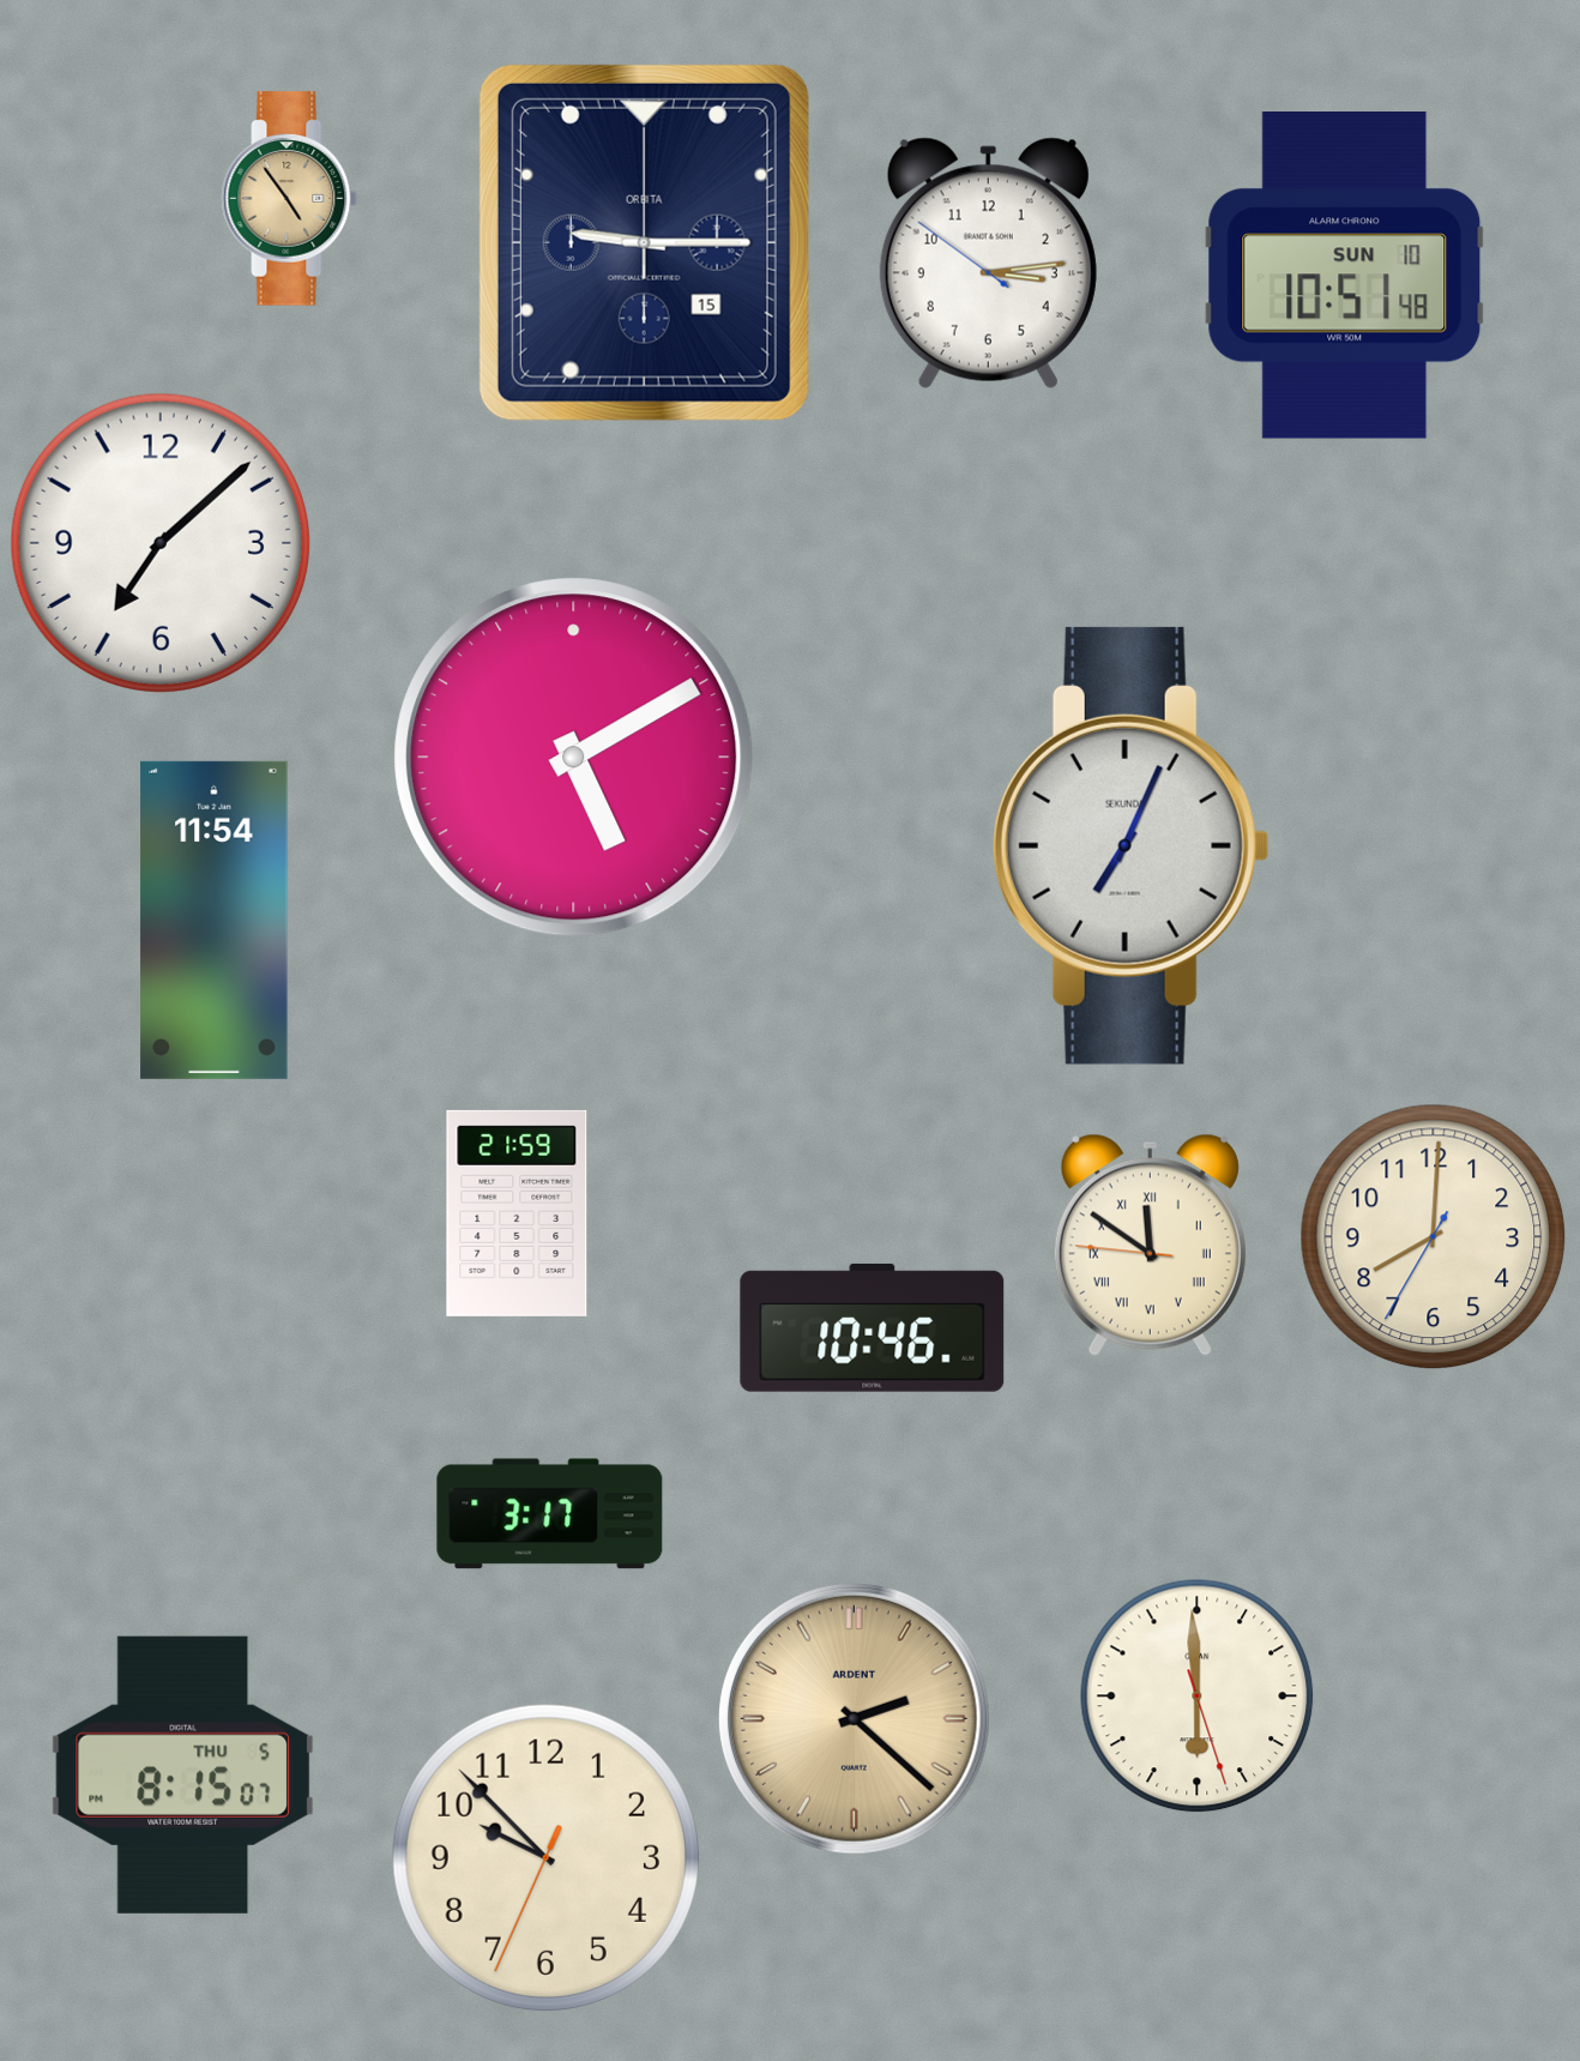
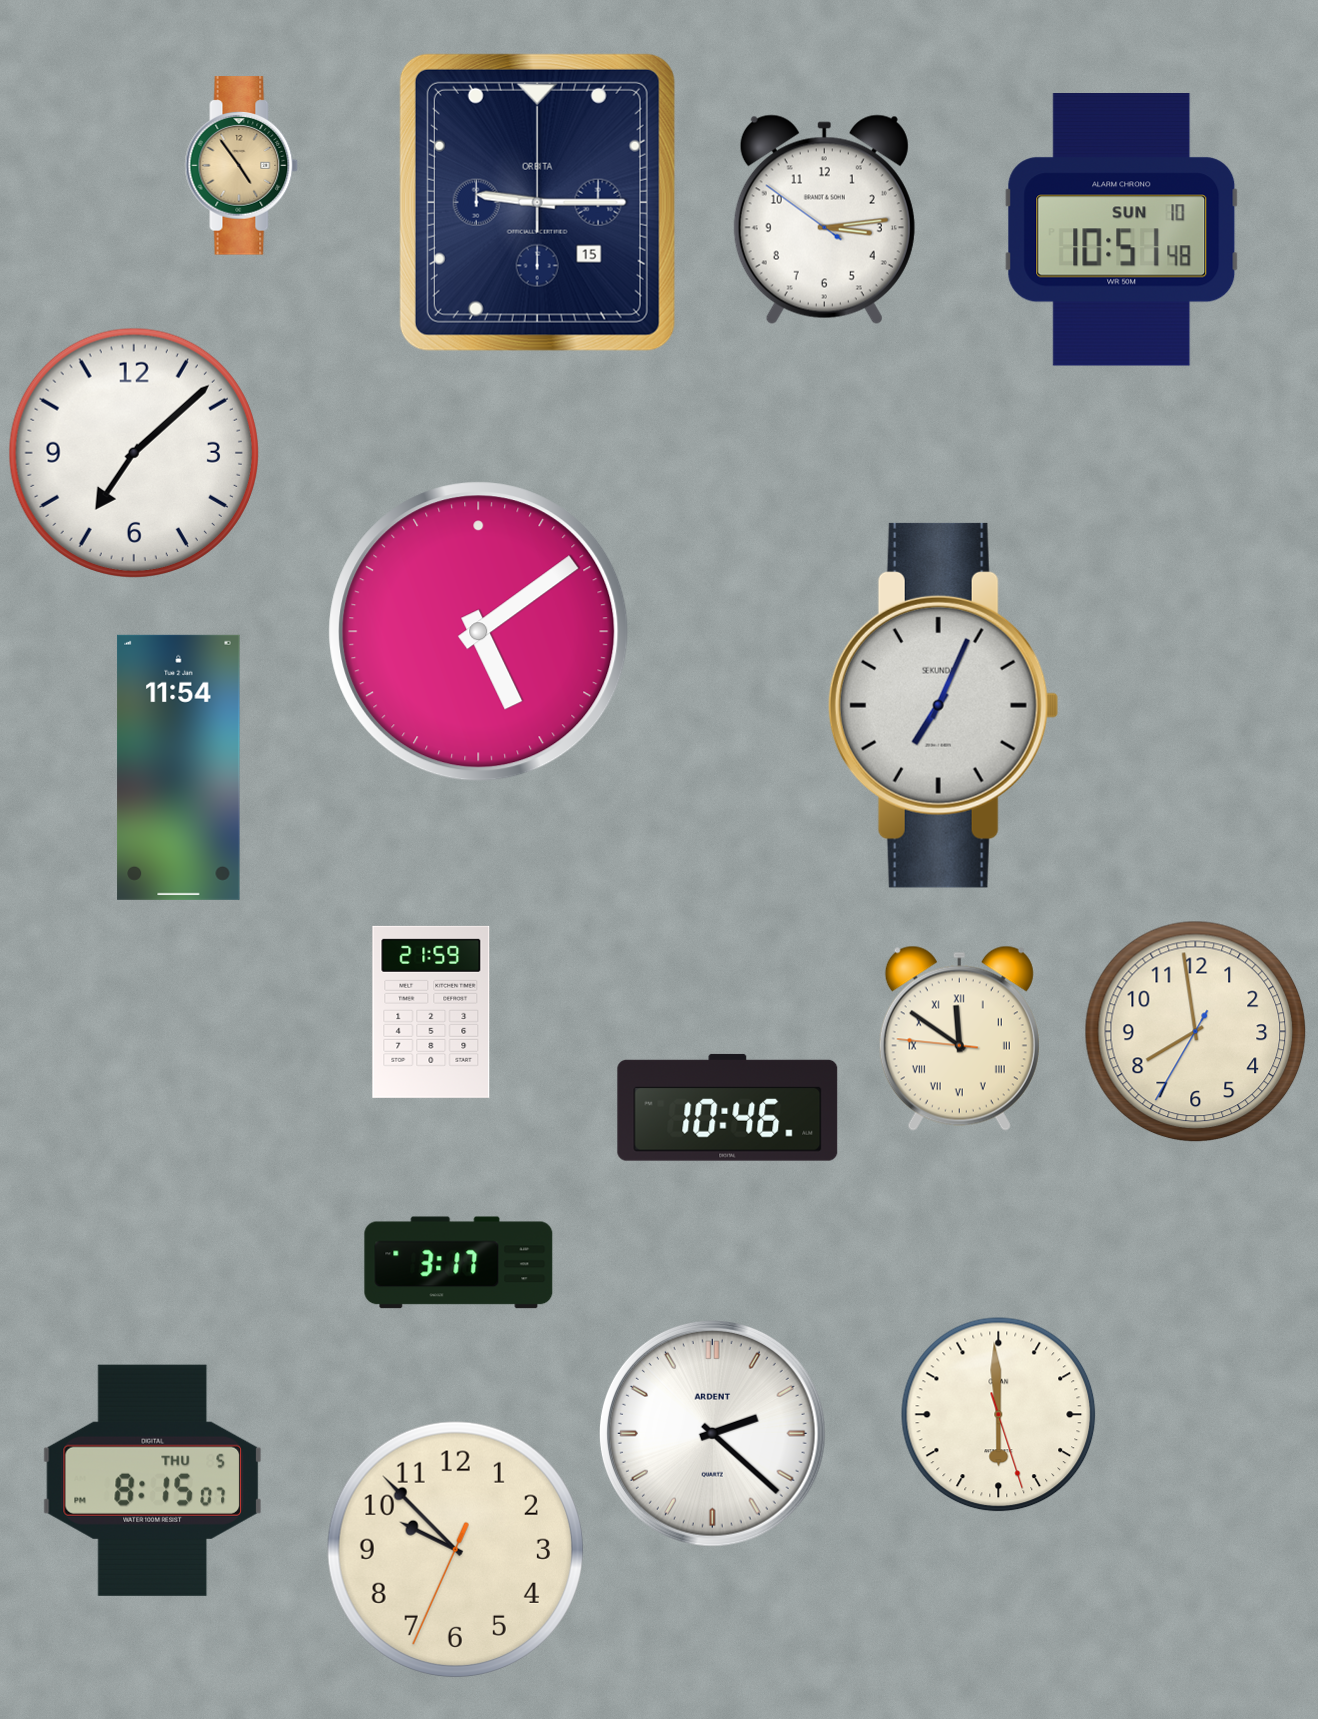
clock at (574, 758): 5:10 -> 5:09
clock at (1434, 1237): 8:00 -> 7:58
clock at (854, 1718) dial: champagne -> white
